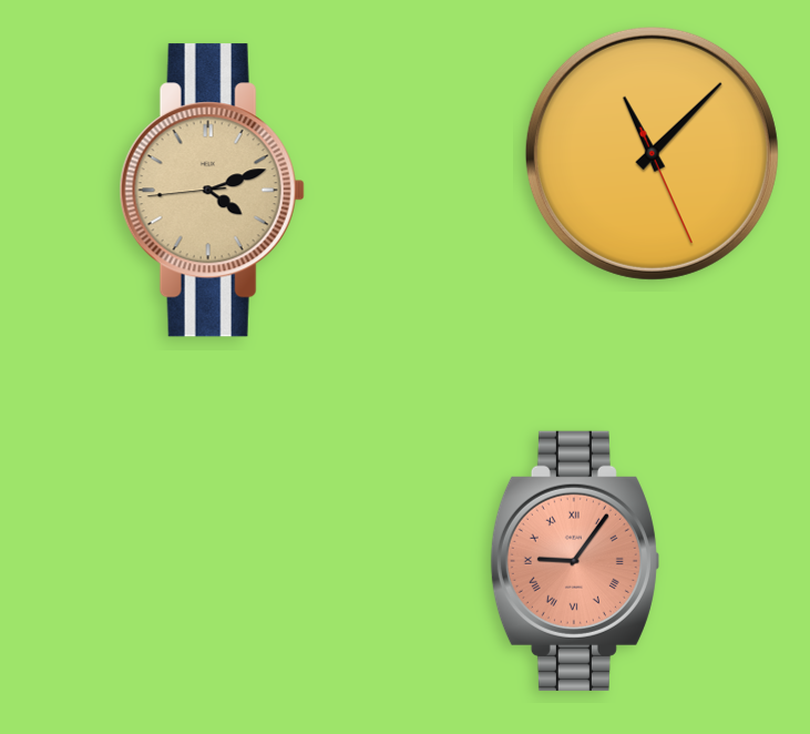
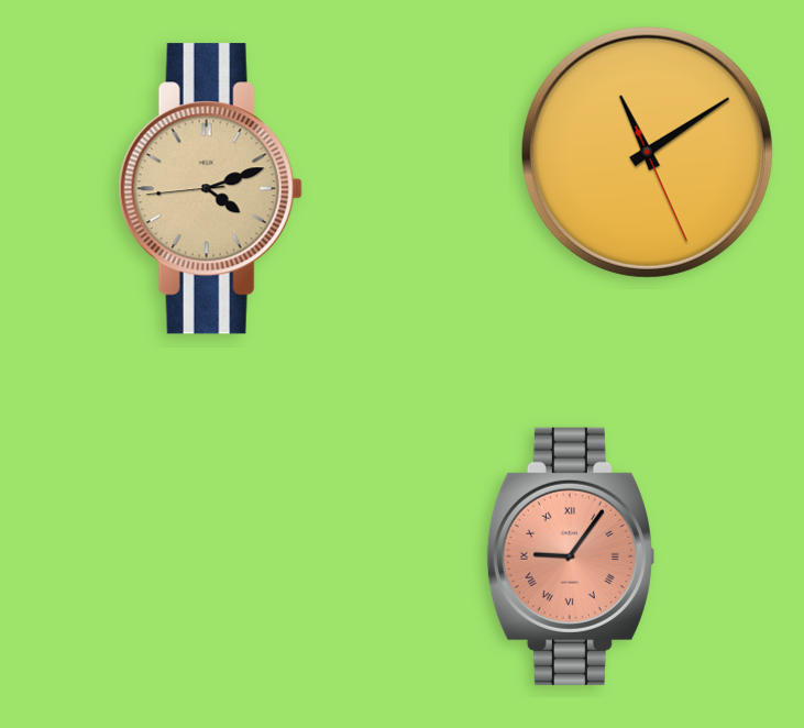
clock at (652, 153): 11:07 -> 11:09
